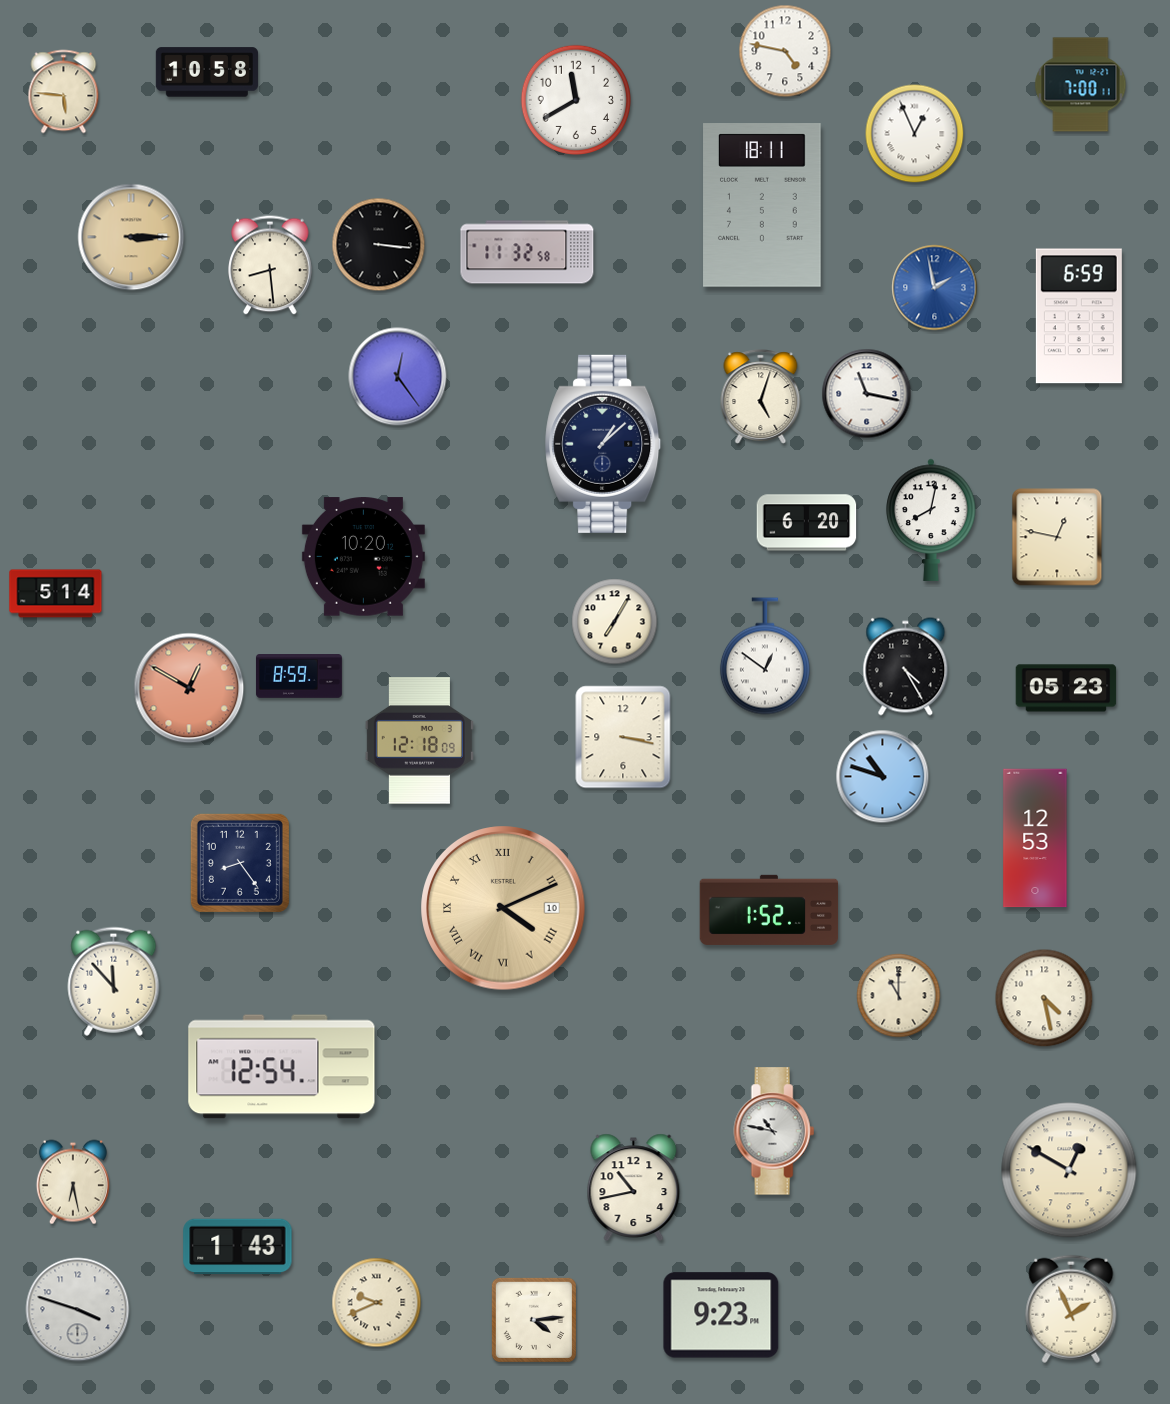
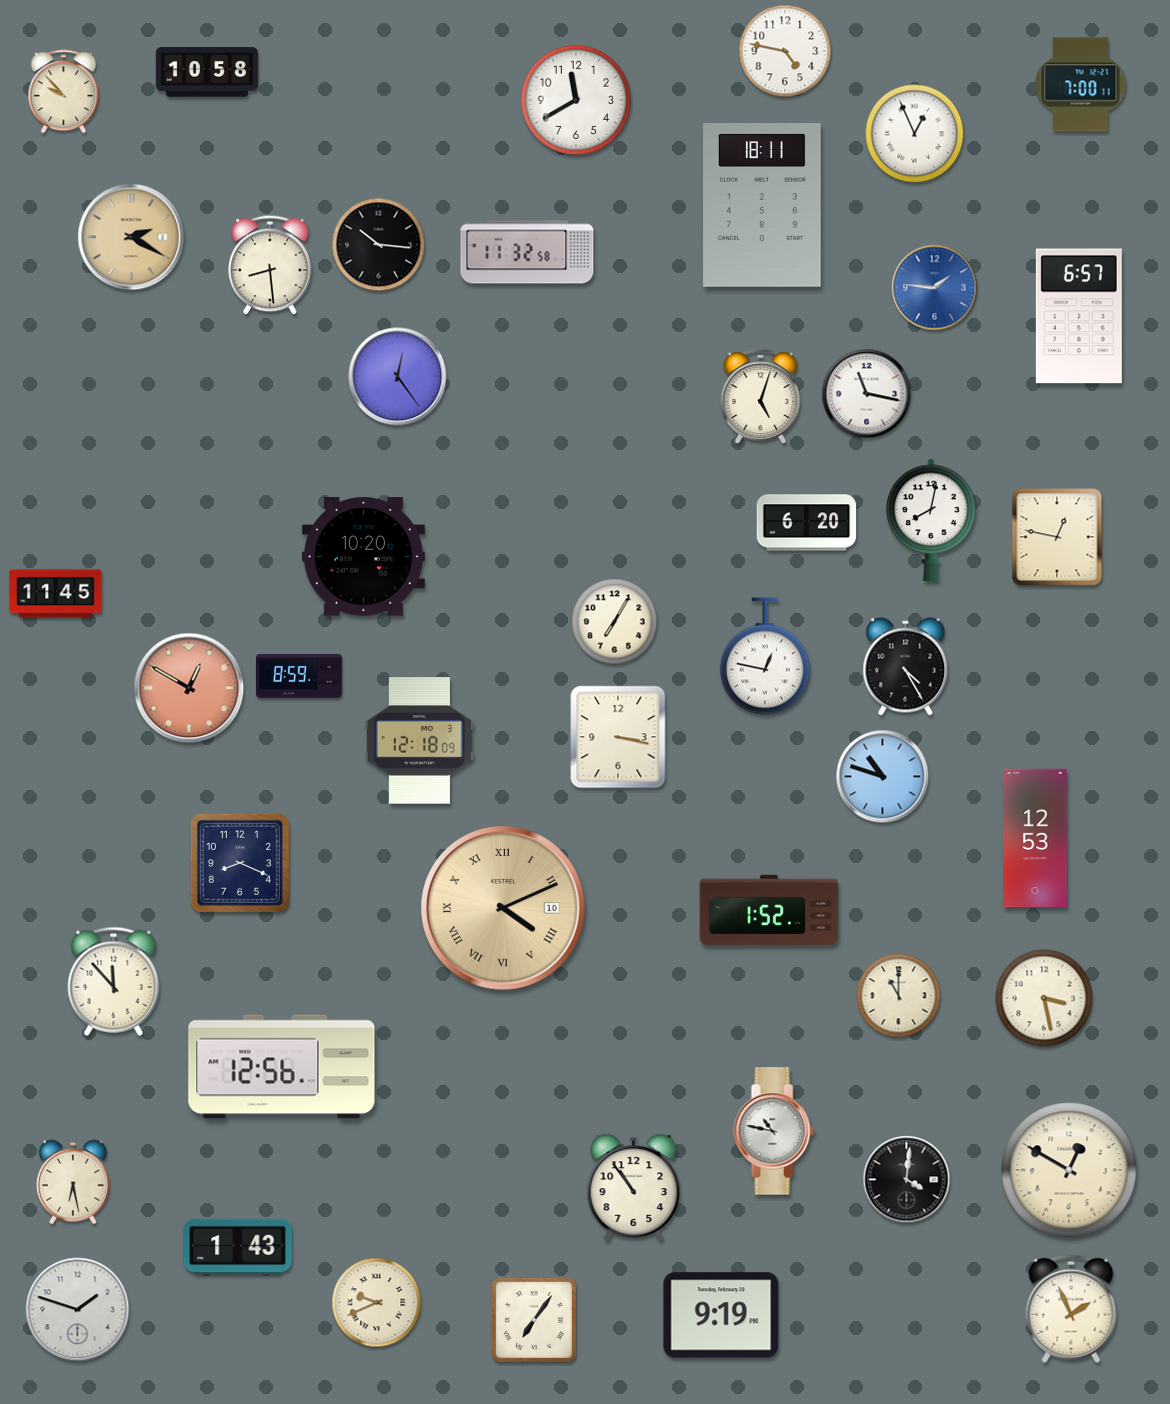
clock at (64, 92): 5:46 -> 9:53
clock at (131, 237): 3:15 -> 2:20
clock at (379, 245): 3:16 -> 10:16
clock at (935, 288): 1:58 -> 1:46
clock at (1079, 316): 6:59 -> 6:57
clock at (603, 444): 1:08 -> none
clock at (56, 594): 5:14 -> 11:45
clock at (765, 656): 12:51 -> 12:47
clock at (1066, 688): 05:23 -> none
clock at (623, 737) position: (623, 737) -> (618, 737)
clock at (240, 863): 8:24 -> 8:19
clock at (1044, 998): 4:28 -> 3:28
clock at (282, 1067): 12:54 -> 12:56
clock at (907, 1180): none -> 4:01
clock at (634, 1187): 10:43 -> 10:54
clock at (78, 1310): 3:48 -> 1:48
clock at (721, 1315): 9:23 -> 9:19
clock at (534, 1320): 4:14 -> 7:06
